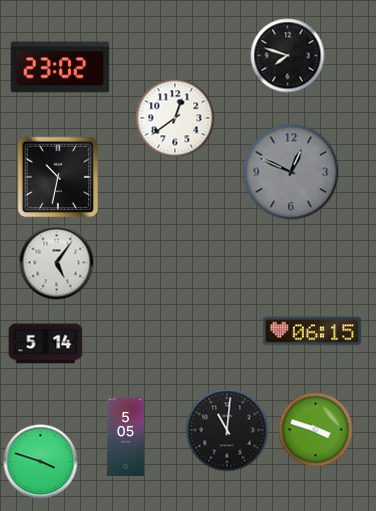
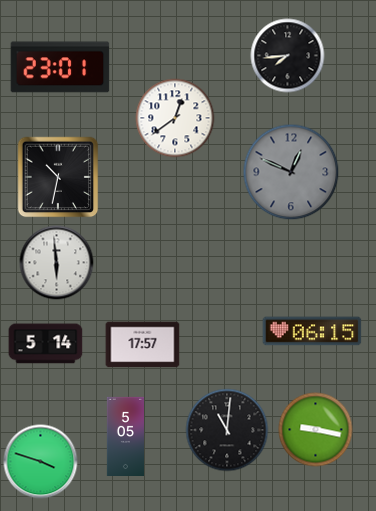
clock at (288, 56): 7:48 -> 7:44
clock at (60, 67): 23:02 -> 23:01
clock at (57, 263): 5:06 -> 5:59
clock at (143, 345): none -> 17:57
clock at (316, 430): 3:48 -> 9:17
